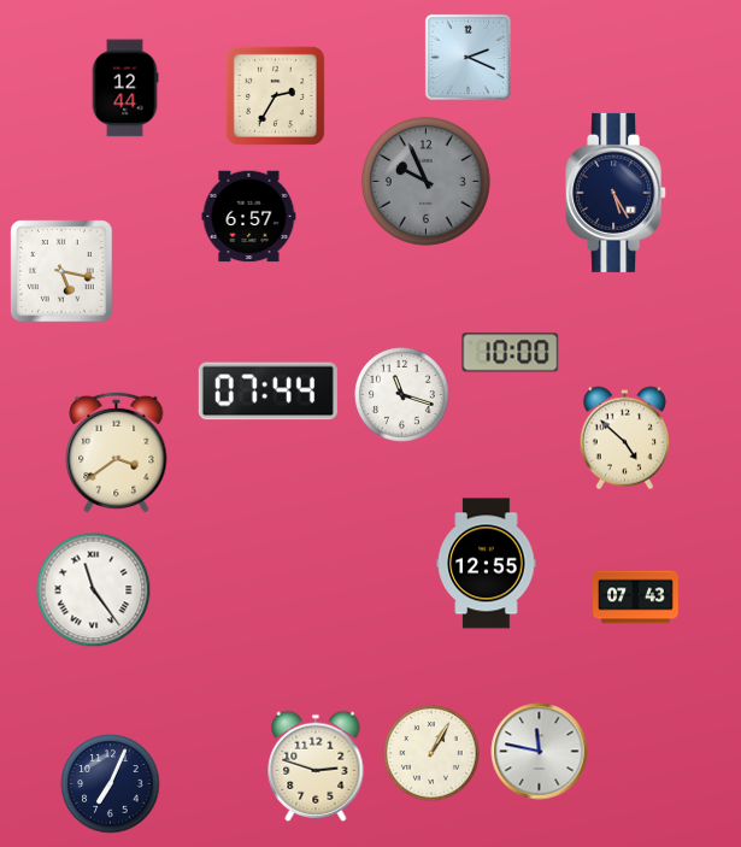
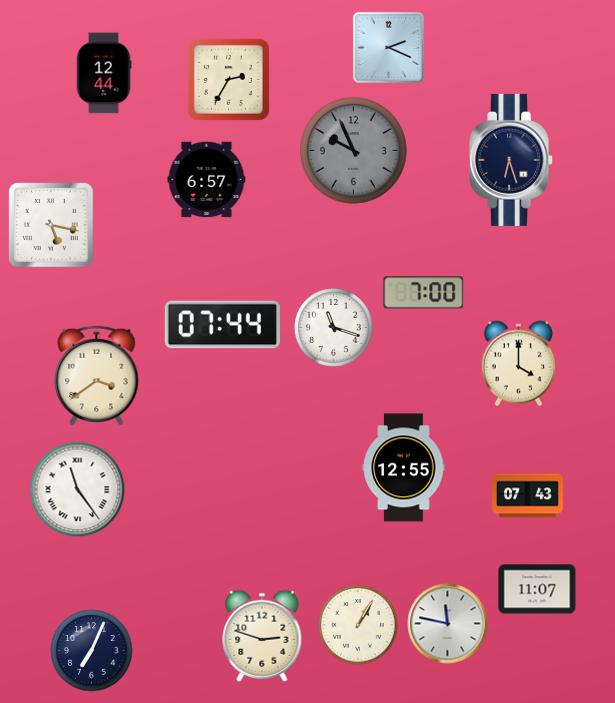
clock at (617, 193): 5:25 -> 6:27
clock at (511, 353): 10:00 -> 7:00
clock at (624, 439): 4:52 -> 4:00
clock at (537, 589): none -> 11:07
